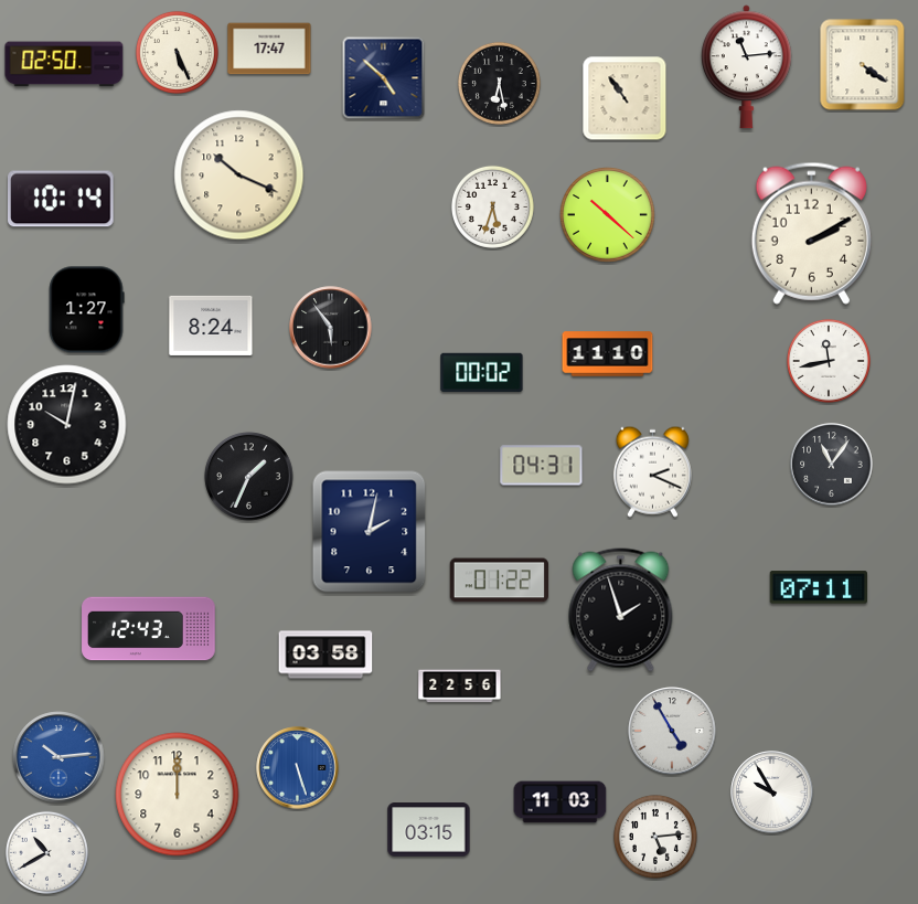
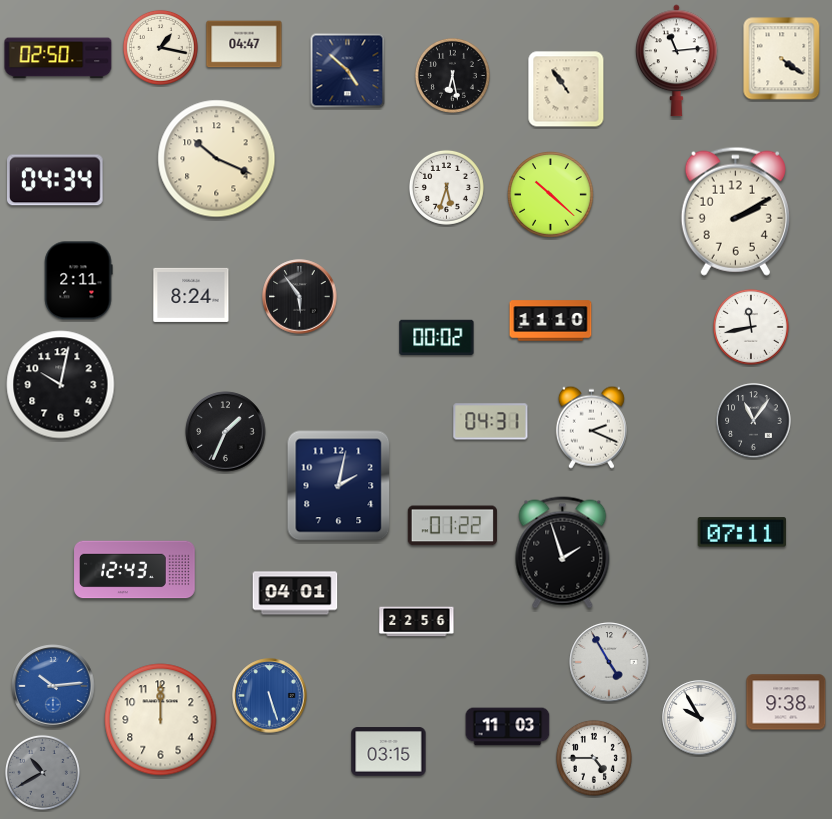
clock at (269, 49): 17:47 -> 04:47
clock at (177, 52): 5:26 -> 1:17
clock at (62, 199): 10:14 -> 04:34
clock at (86, 310): 1:27 -> 2:11
clock at (370, 532) position: (370, 532) -> (339, 486)
clock at (325, 655): 03:58 -> 04:01
clock at (786, 702): none -> 9:38
clock at (655, 837): 5:14 -> 4:45
clock at (46, 852) dial: white -> grey
